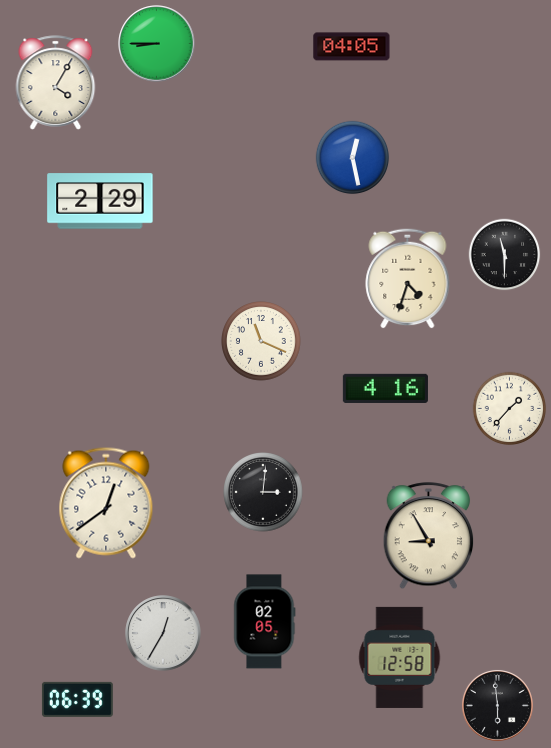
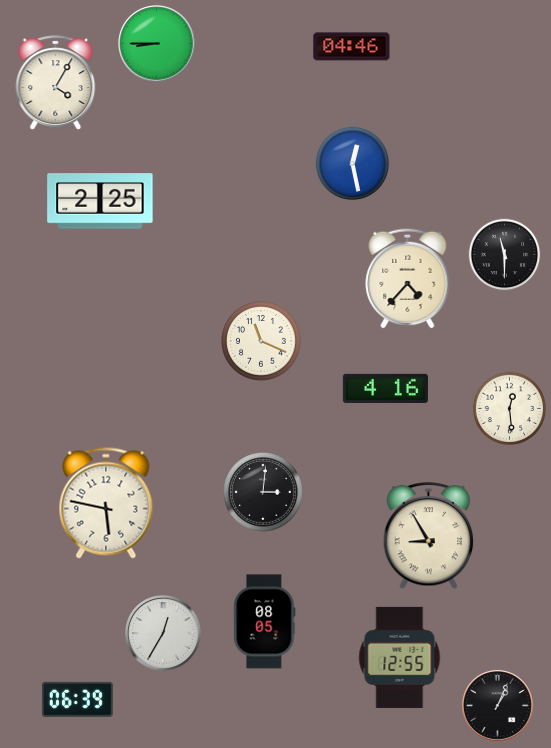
clock at (352, 47): 04:05 -> 04:46
clock at (353, 158) position: (353, 158) -> (353, 164)
clock at (100, 201): 2:29 -> 2:25
clock at (408, 278): 4:33 -> 4:37
clock at (510, 409): 1:37 -> 12:29
clock at (106, 503): 12:39 -> 5:47
clock at (265, 622): 02:05 -> 08:05
clock at (400, 657): 12:58 -> 12:55
clock at (497, 705): 5:59 -> 1:04
